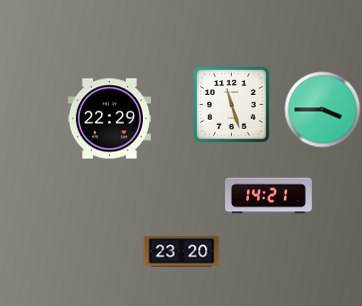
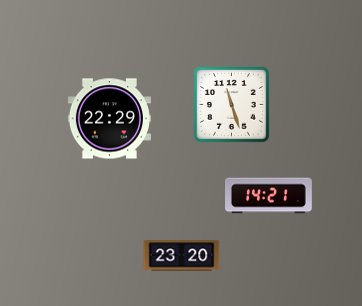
clock at (323, 110): 3:45 -> none
clock at (182, 252) position: (182, 252) -> (182, 256)
